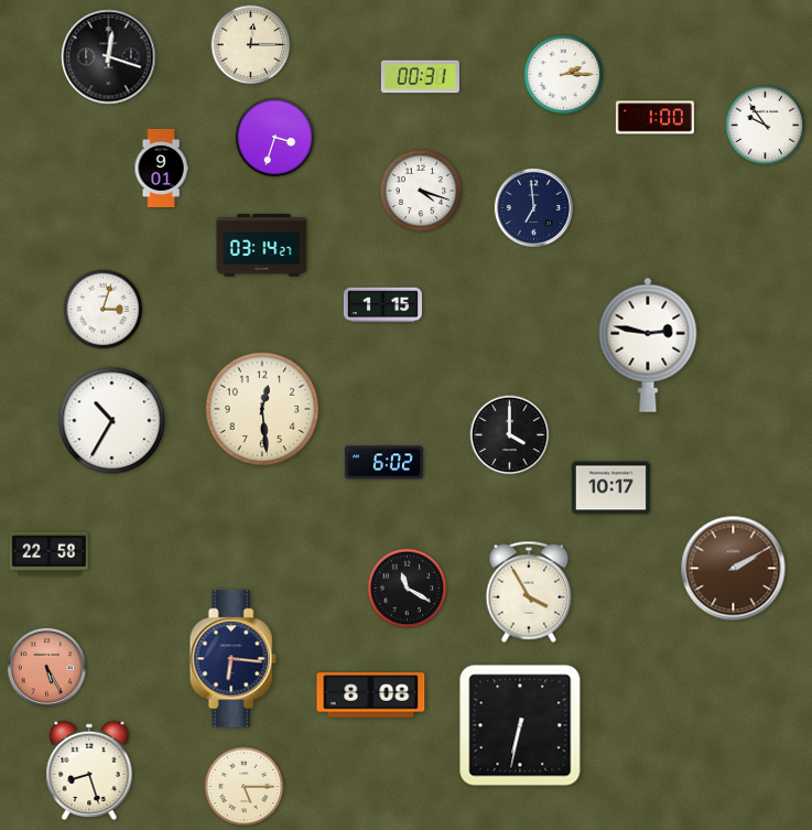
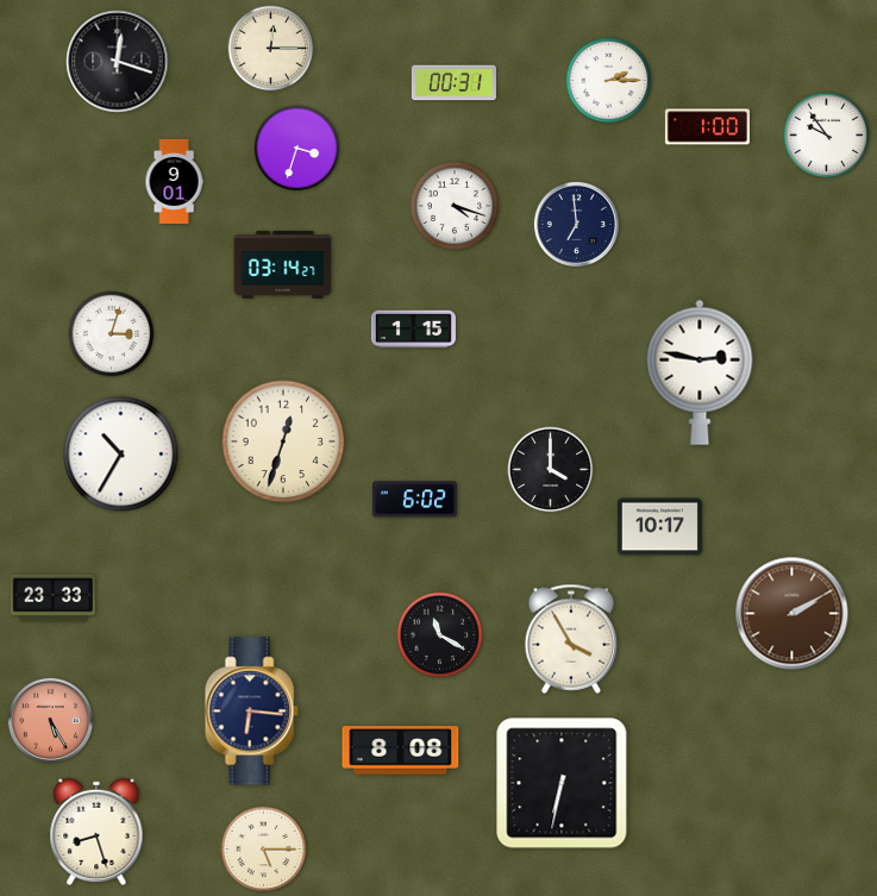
clock at (262, 409): 12:29 -> 12:33
clock at (48, 554): 22:58 -> 23:33
